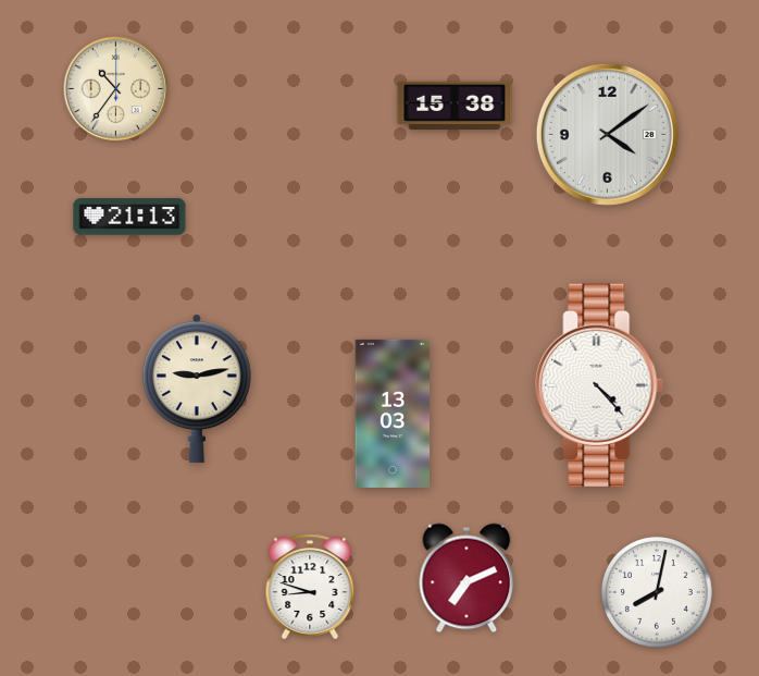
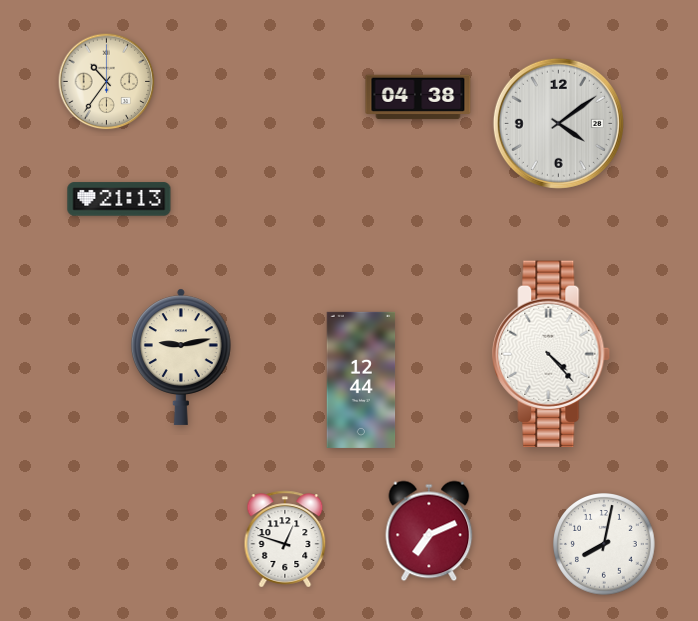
clock at (455, 106): 15:38 -> 04:38
clock at (393, 414): 13:03 -> 12:44
clock at (310, 587): 8:48 -> 12:48
